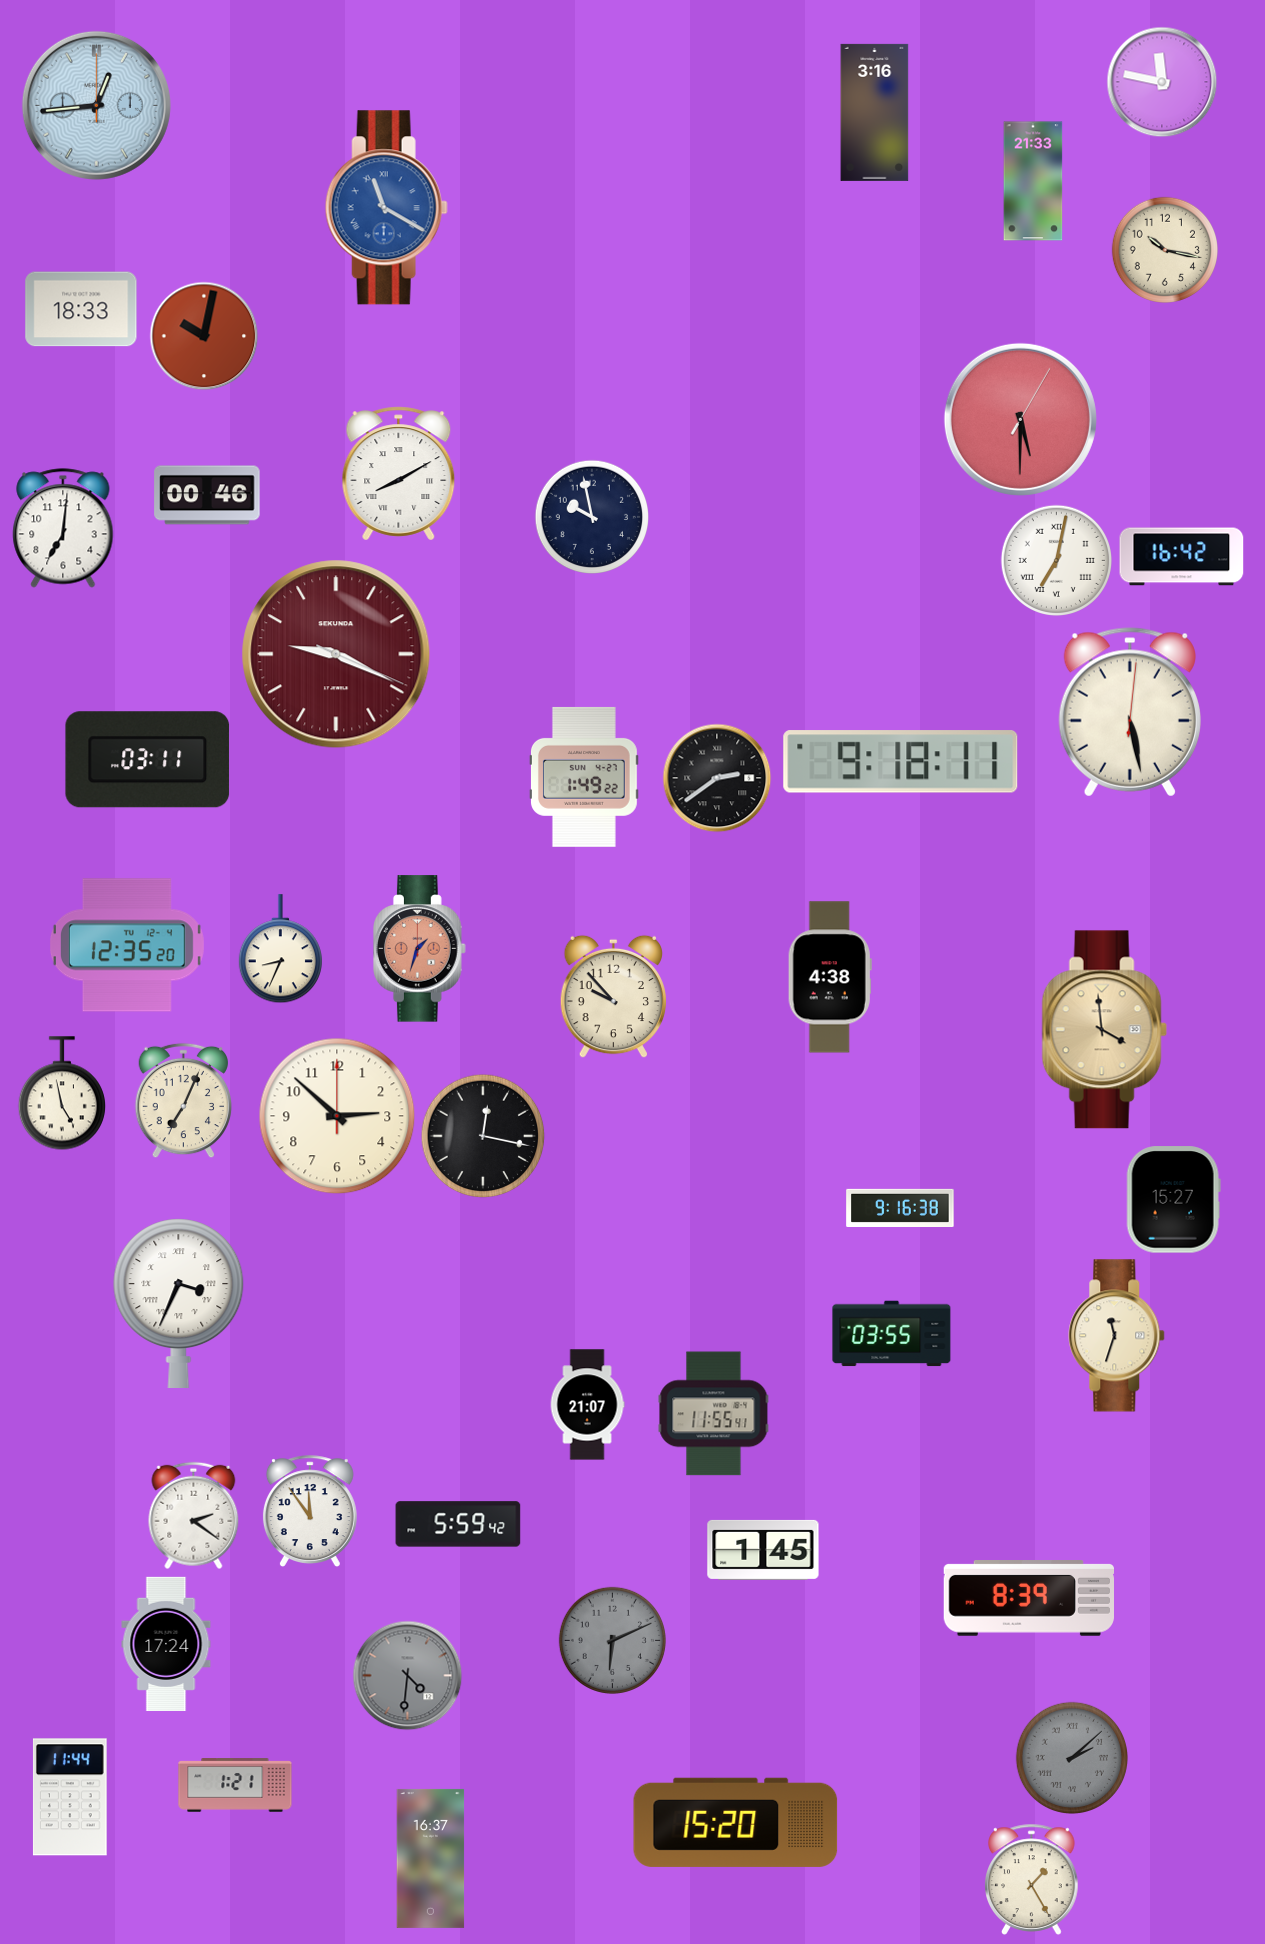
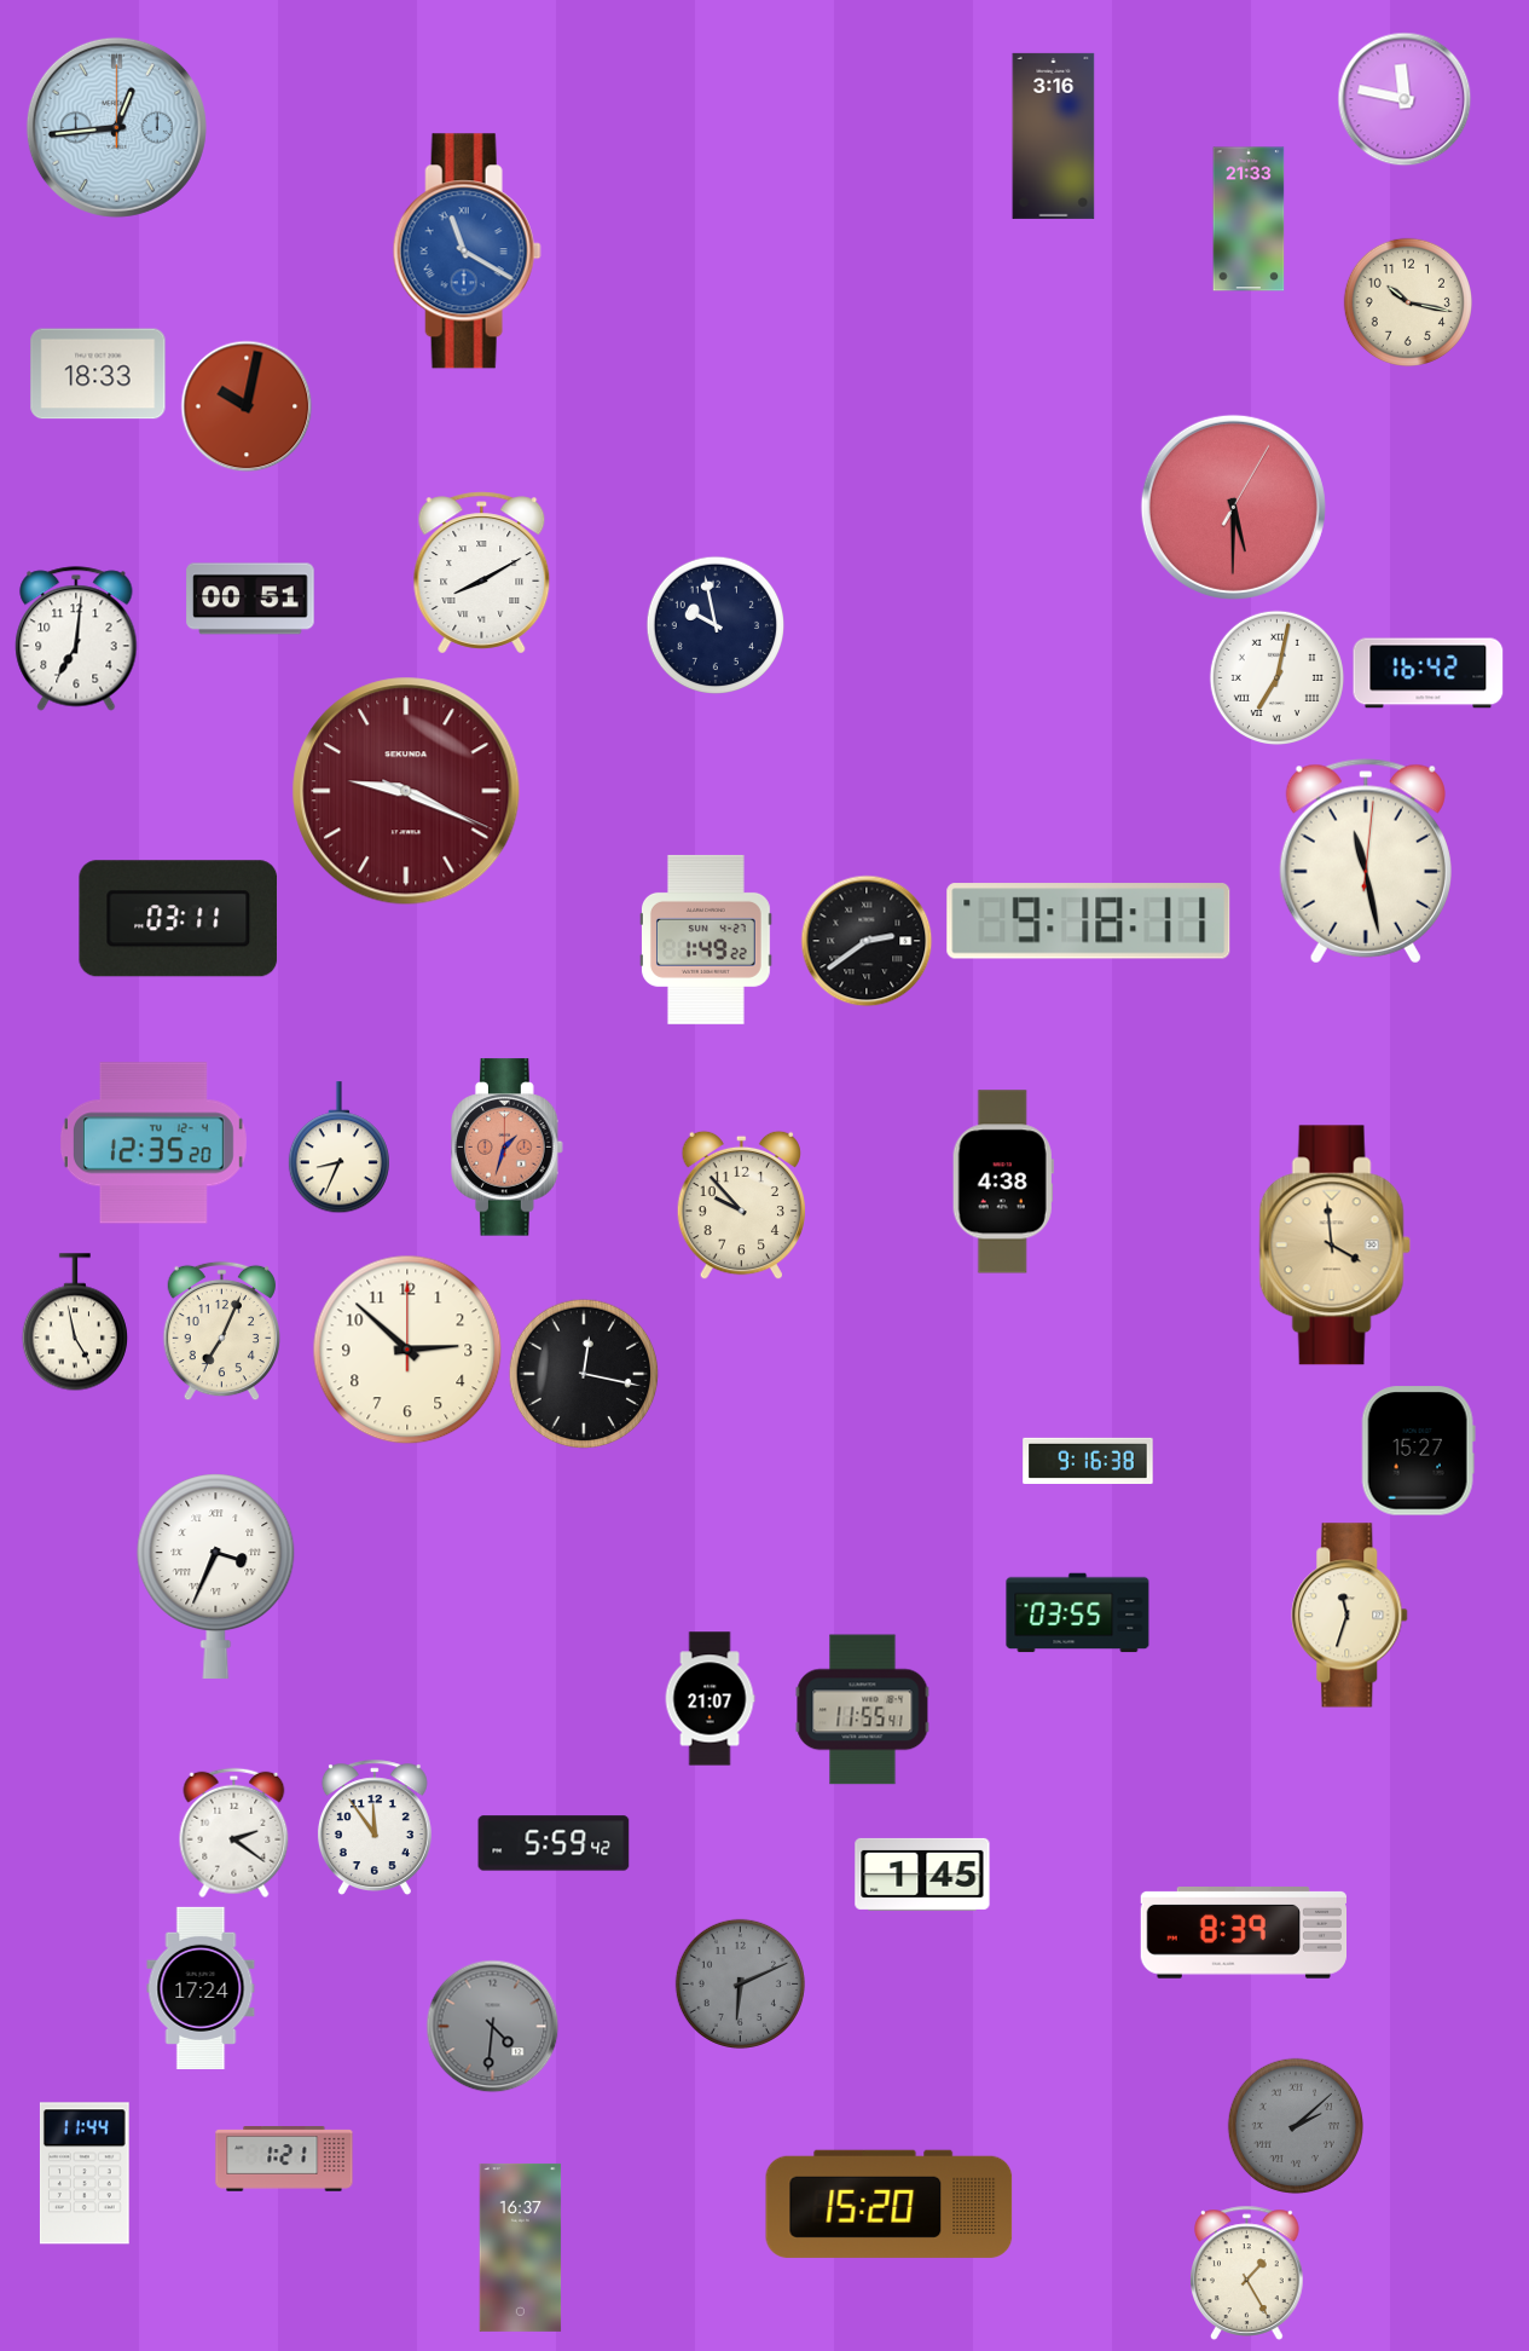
clock at (875, 112) position: (875, 112) -> (1054, 135)
clock at (207, 495): 00:46 -> 00:51
clock at (1130, 712): 5:28 -> 11:28
